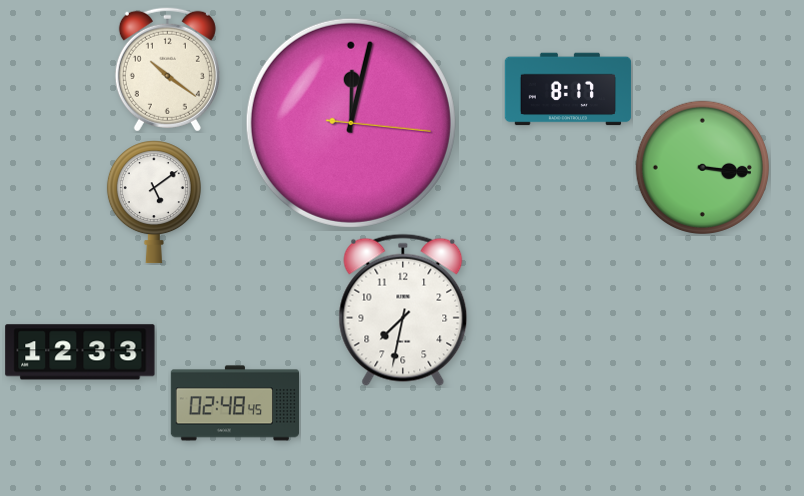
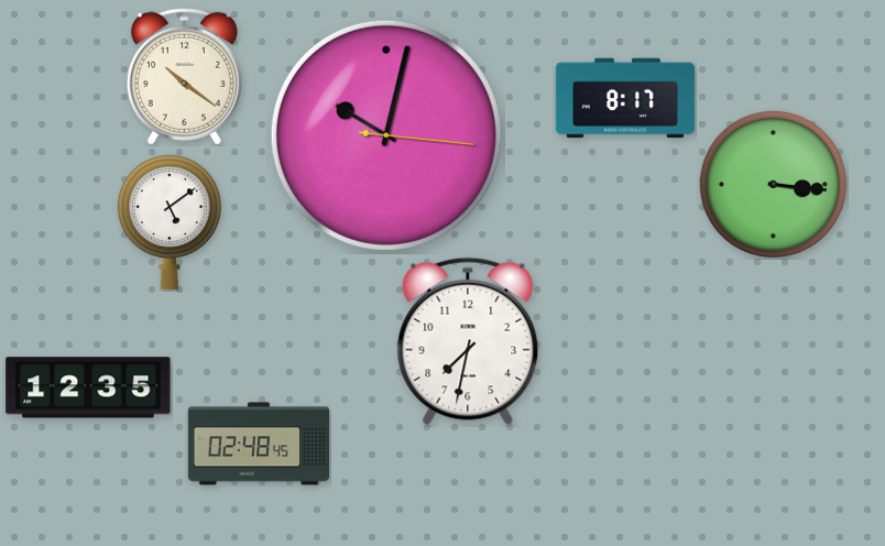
clock at (351, 123): 12:02 -> 10:02
clock at (403, 310) position: (403, 310) -> (468, 341)
clock at (80, 352): 12:33 -> 12:35
